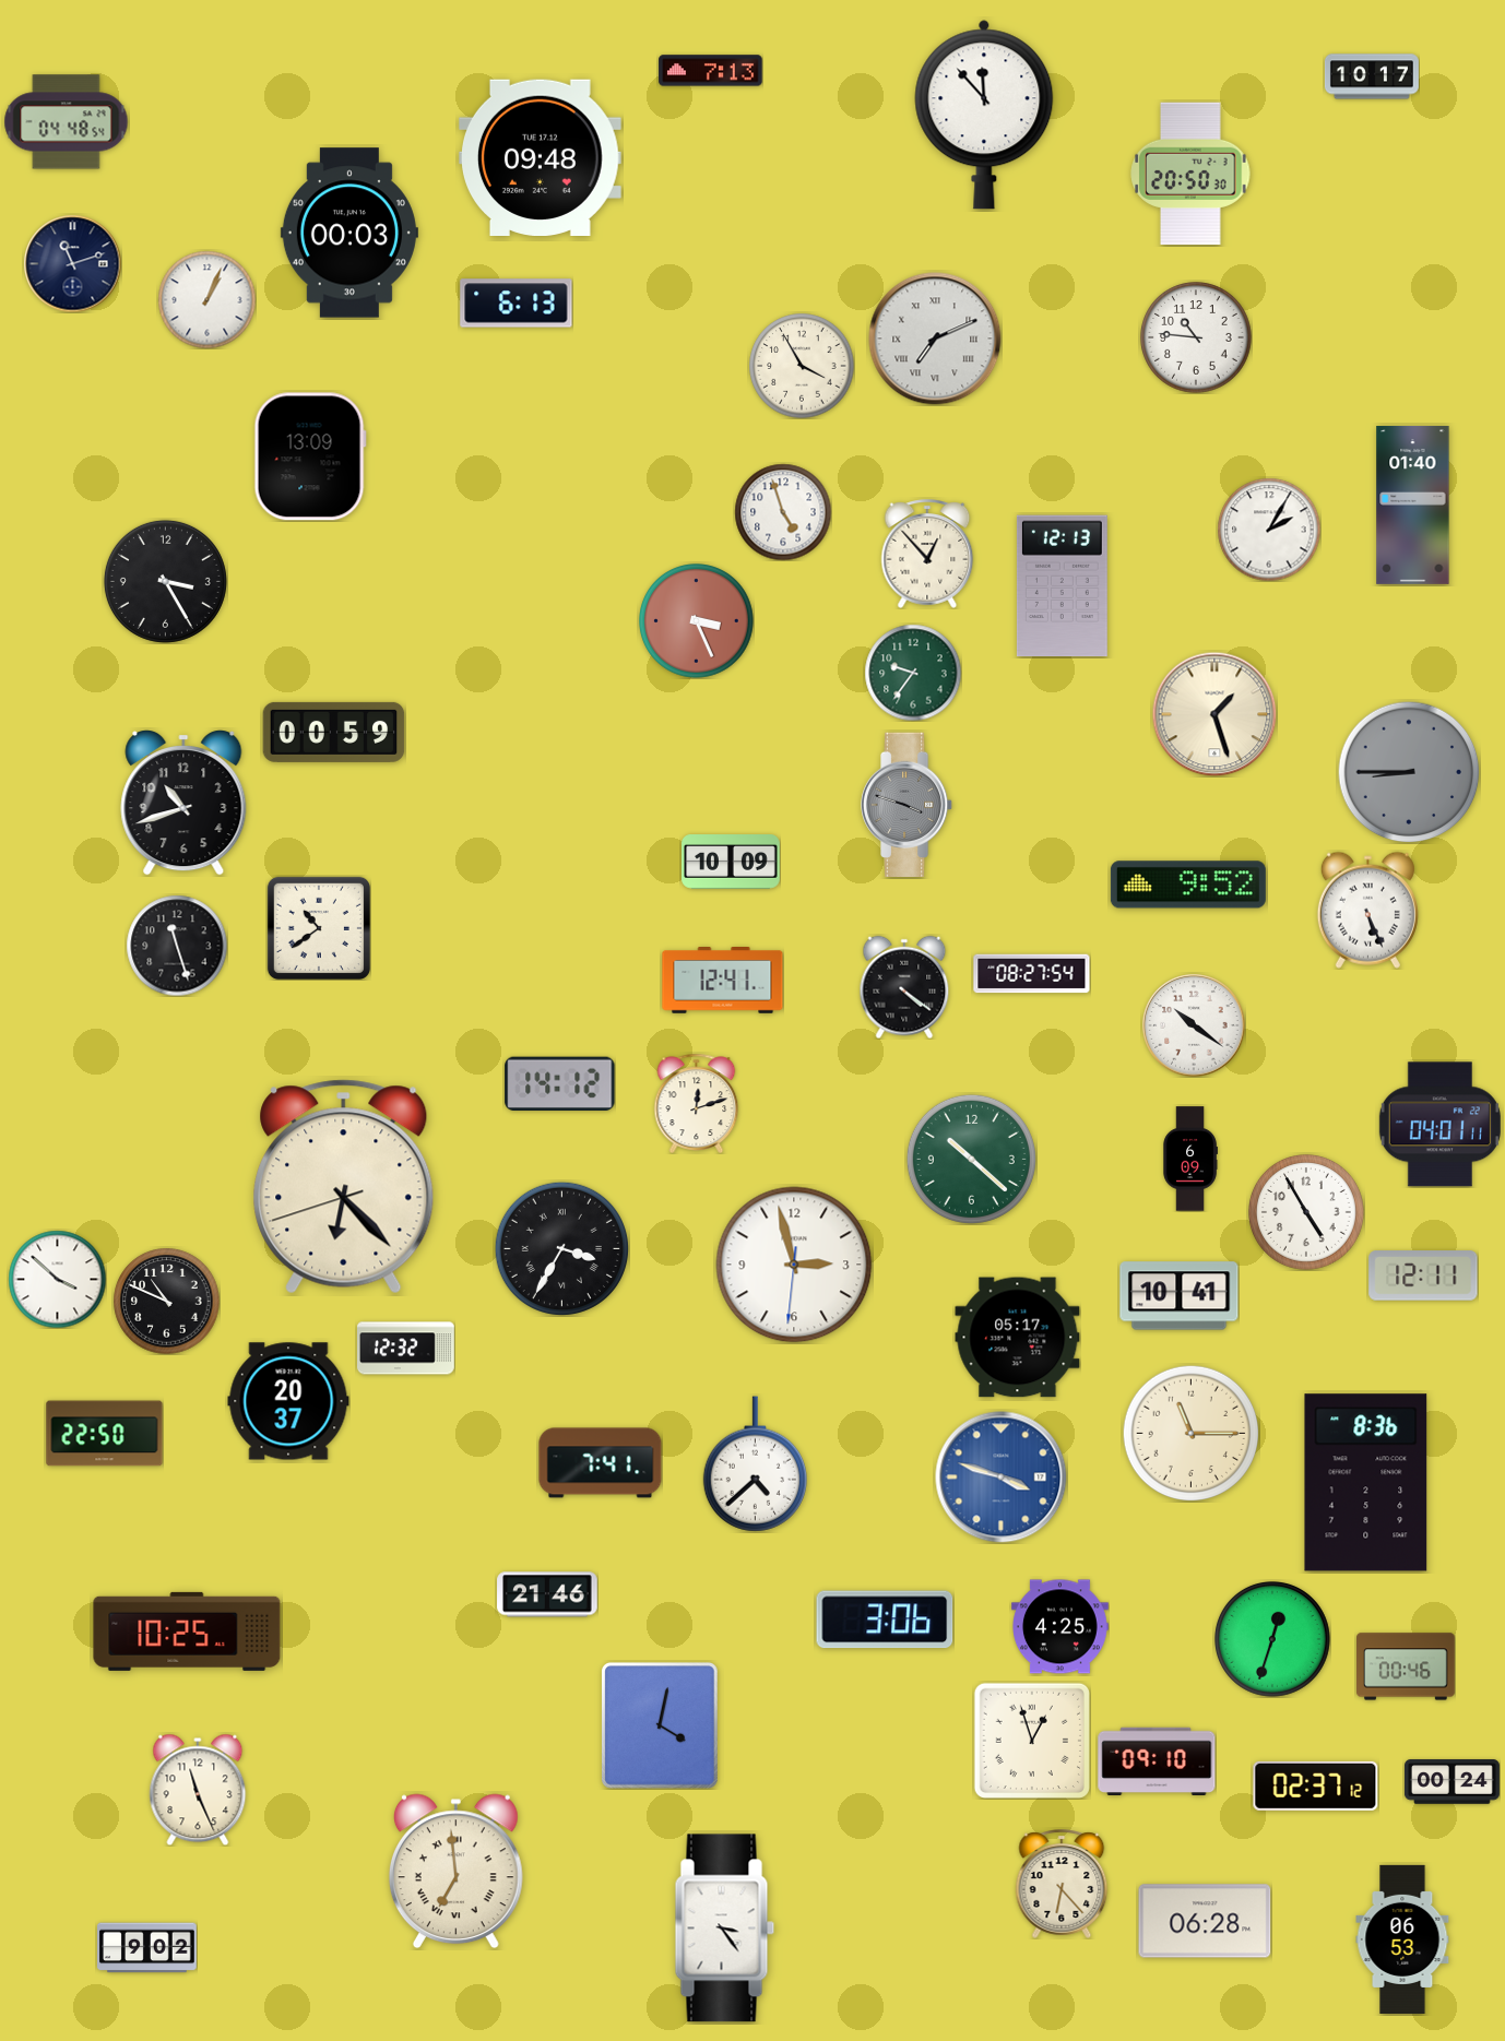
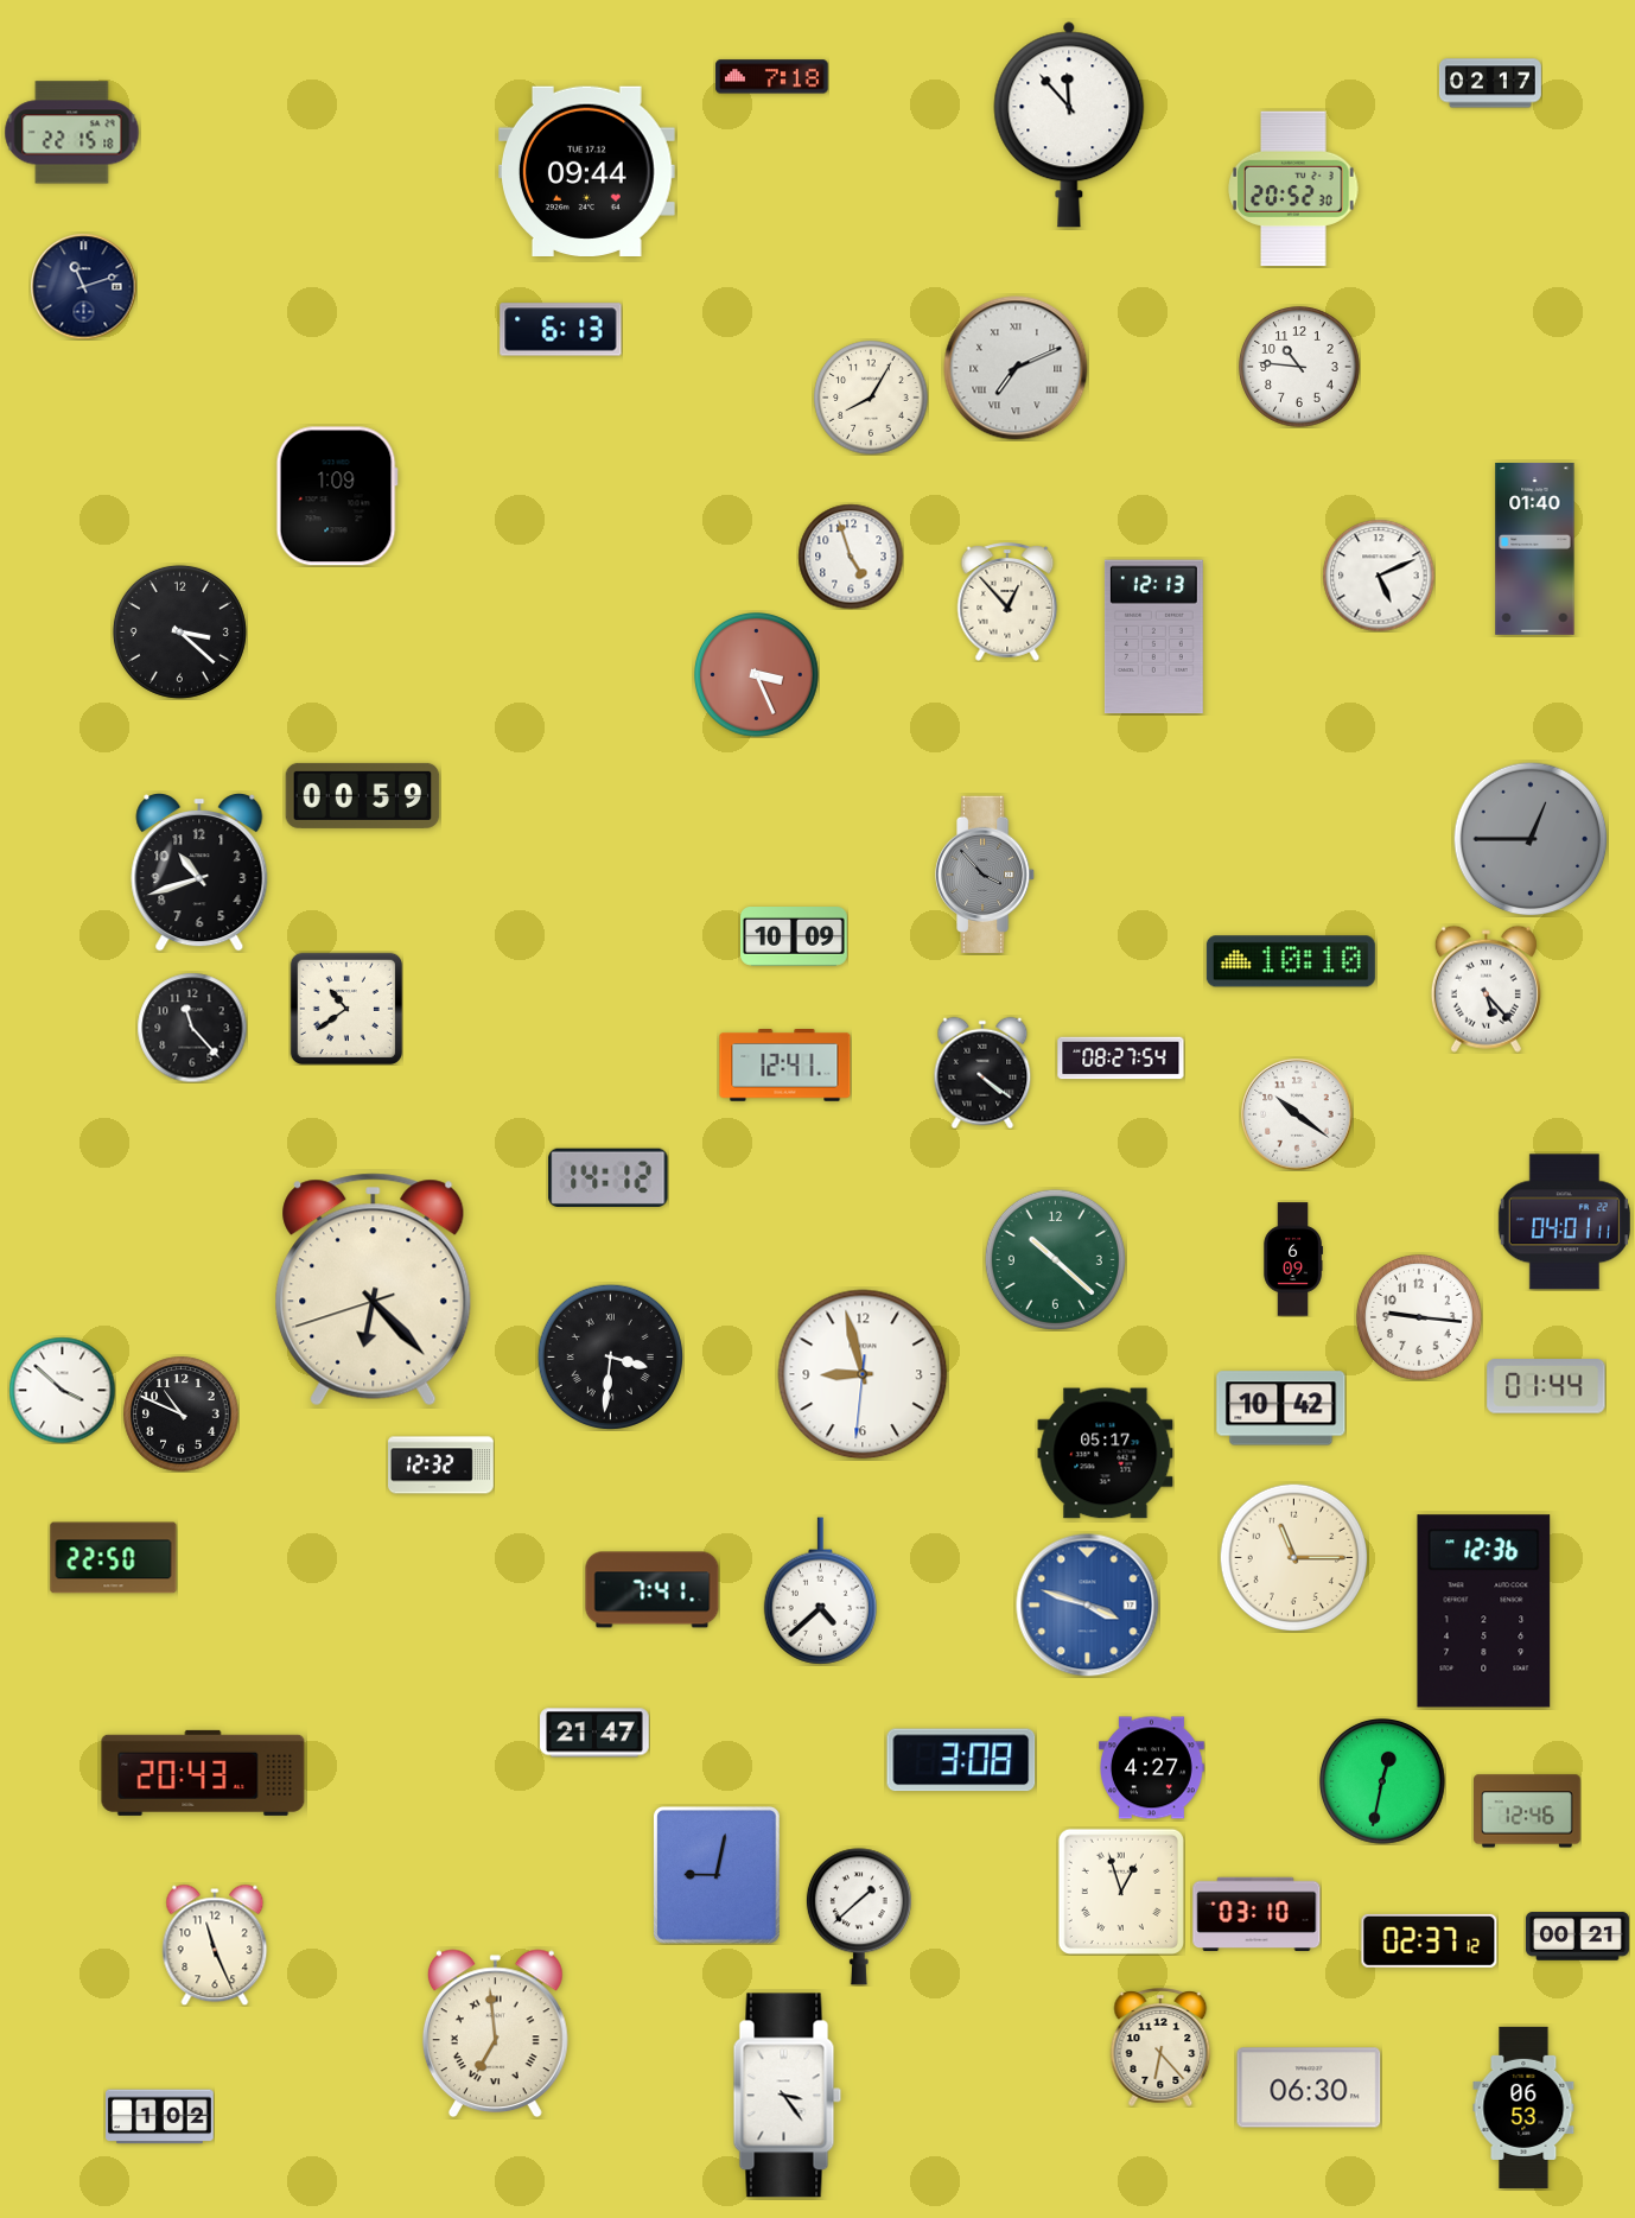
clock at (711, 71): 7:13 -> 7:18
clock at (1372, 76): 10:17 -> 02:17
clock at (67, 122): 04:48 -> 22:15
clock at (541, 157): 09:48 -> 09:44
clock at (1190, 174): 20:50 -> 20:52
clock at (349, 233): 00:03 -> none
clock at (72, 263) position: (72, 263) -> (83, 286)
clock at (206, 299): 1:04 -> none
clock at (802, 366): 3:55 -> 8:05
clock at (310, 456): 13:09 -> 1:09
clock at (1269, 530): 2:05 -> 5:11
clock at (165, 581): 3:25 -> 3:22
clock at (913, 673): 9:36 -> none
clock at (1214, 714): 1:27 -> none
clock at (1409, 772): 8:45 -> 12:45
clock at (906, 804): 3:48 -> 3:53
clock at (1188, 885): 9:52 -> 10:10
clock at (1367, 910): 5:26 -> 5:23
clock at (177, 946): 11:27 -> 11:23
clock at (697, 1103): 12:12 -> none
clock at (1307, 1213): 4:55 -> 9:16
clock at (561, 1248): 3:35 -> 3:31
clock at (794, 1265): 2:57 -> 8:57
clock at (1423, 1275): 12:11 -> 01:44
clock at (1180, 1296): 10:41 -> 10:42
clock at (288, 1401): 20:37 -> none
clock at (1366, 1483): 8:36 -> 12:36
clock at (547, 1594): 21:46 -> 21:47
clock at (885, 1619): 3:06 -> 3:08
clock at (1060, 1627): 4:25 -> 4:27
clock at (187, 1631): 10:25 -> 20:43
clock at (1273, 1640): 12:33 -> 12:32
clock at (1407, 1666): 00:46 -> 12:46
clock at (661, 1726): 4:02 -> 9:02
clock at (1157, 1761): 09:10 -> 03:10
clock at (859, 1917): none -> 1:38
clock at (1451, 1782): 00:24 -> 00:21
clock at (1062, 1884) position: (1062, 1884) -> (1160, 2047)
clock at (1205, 1921): 06:28 -> 06:30
clock at (147, 1948): 9:02 -> 1:02
